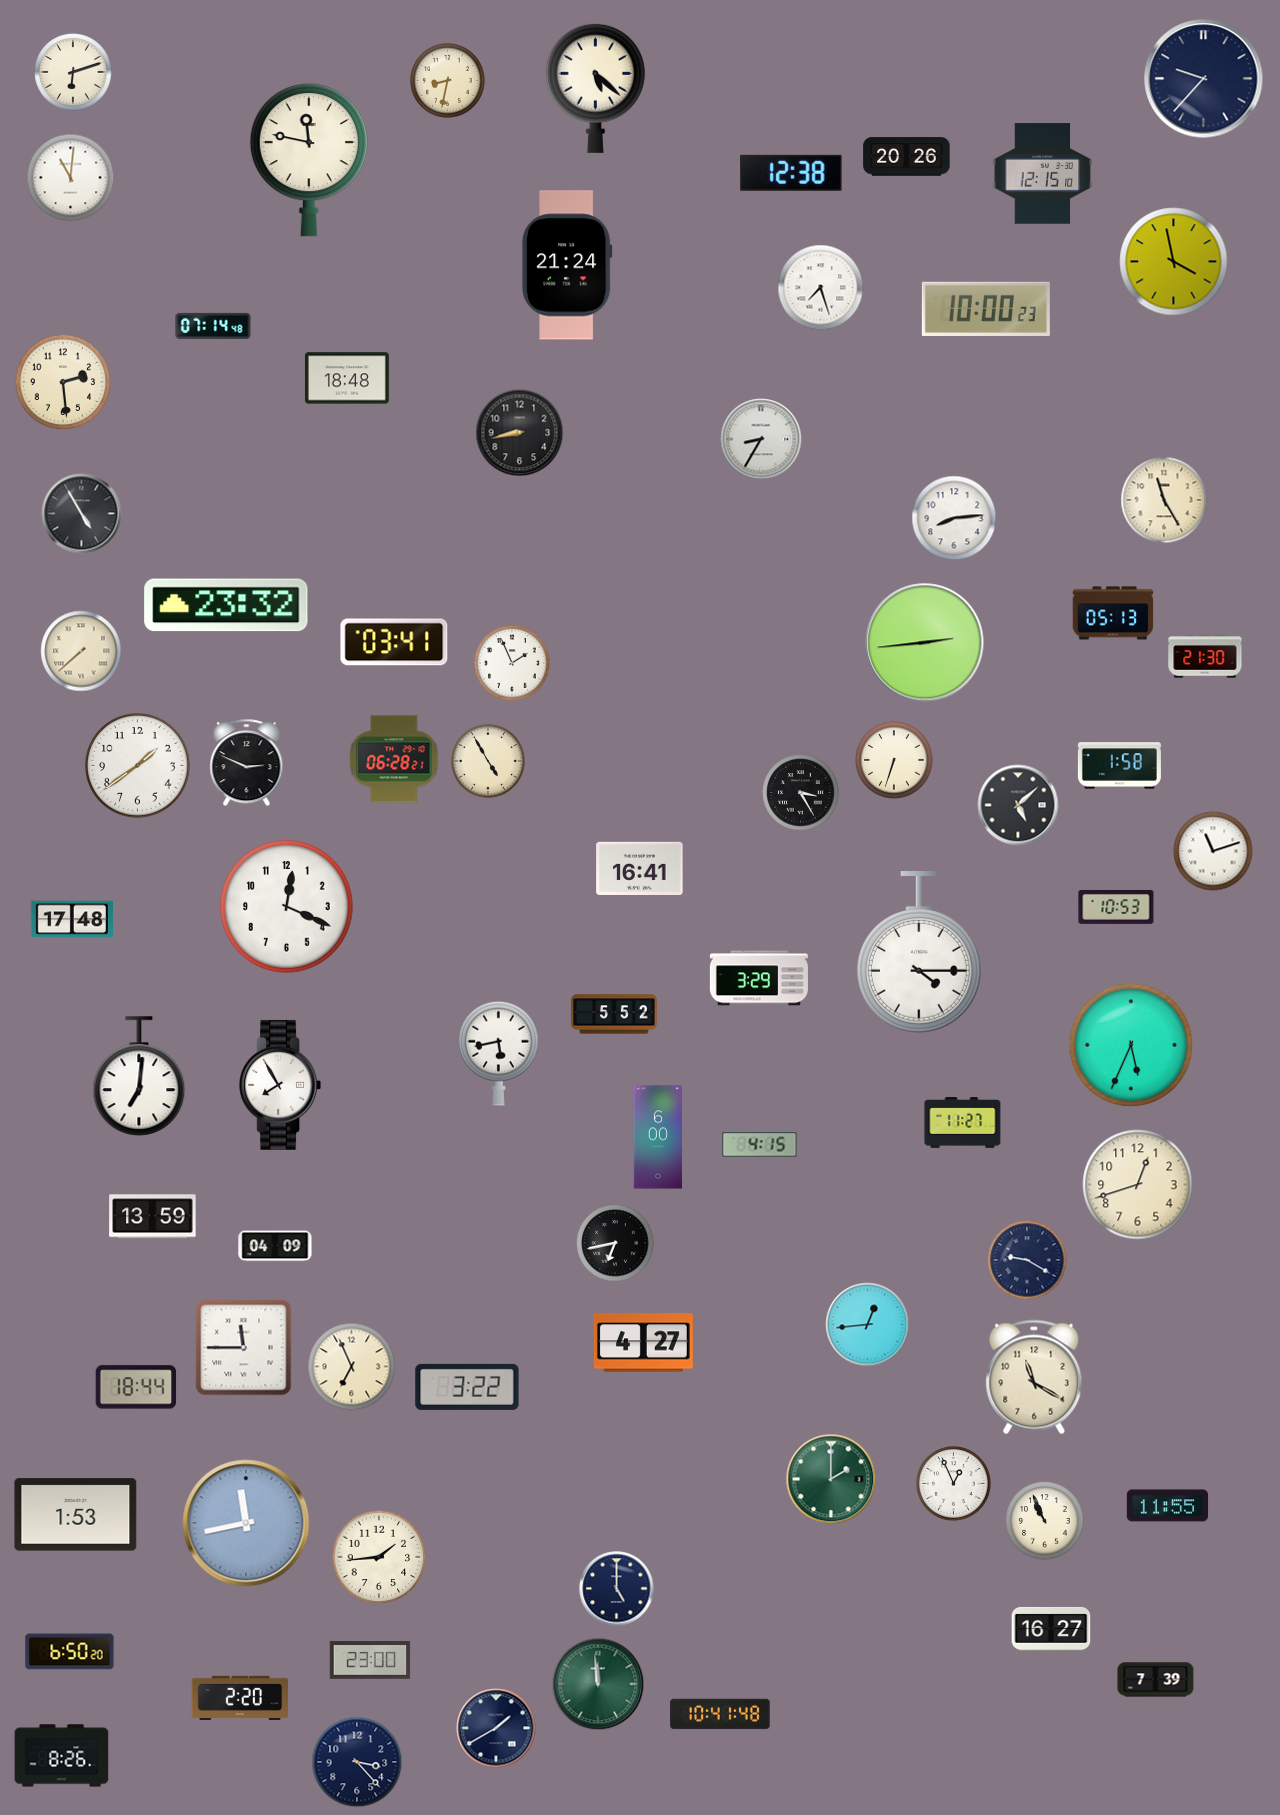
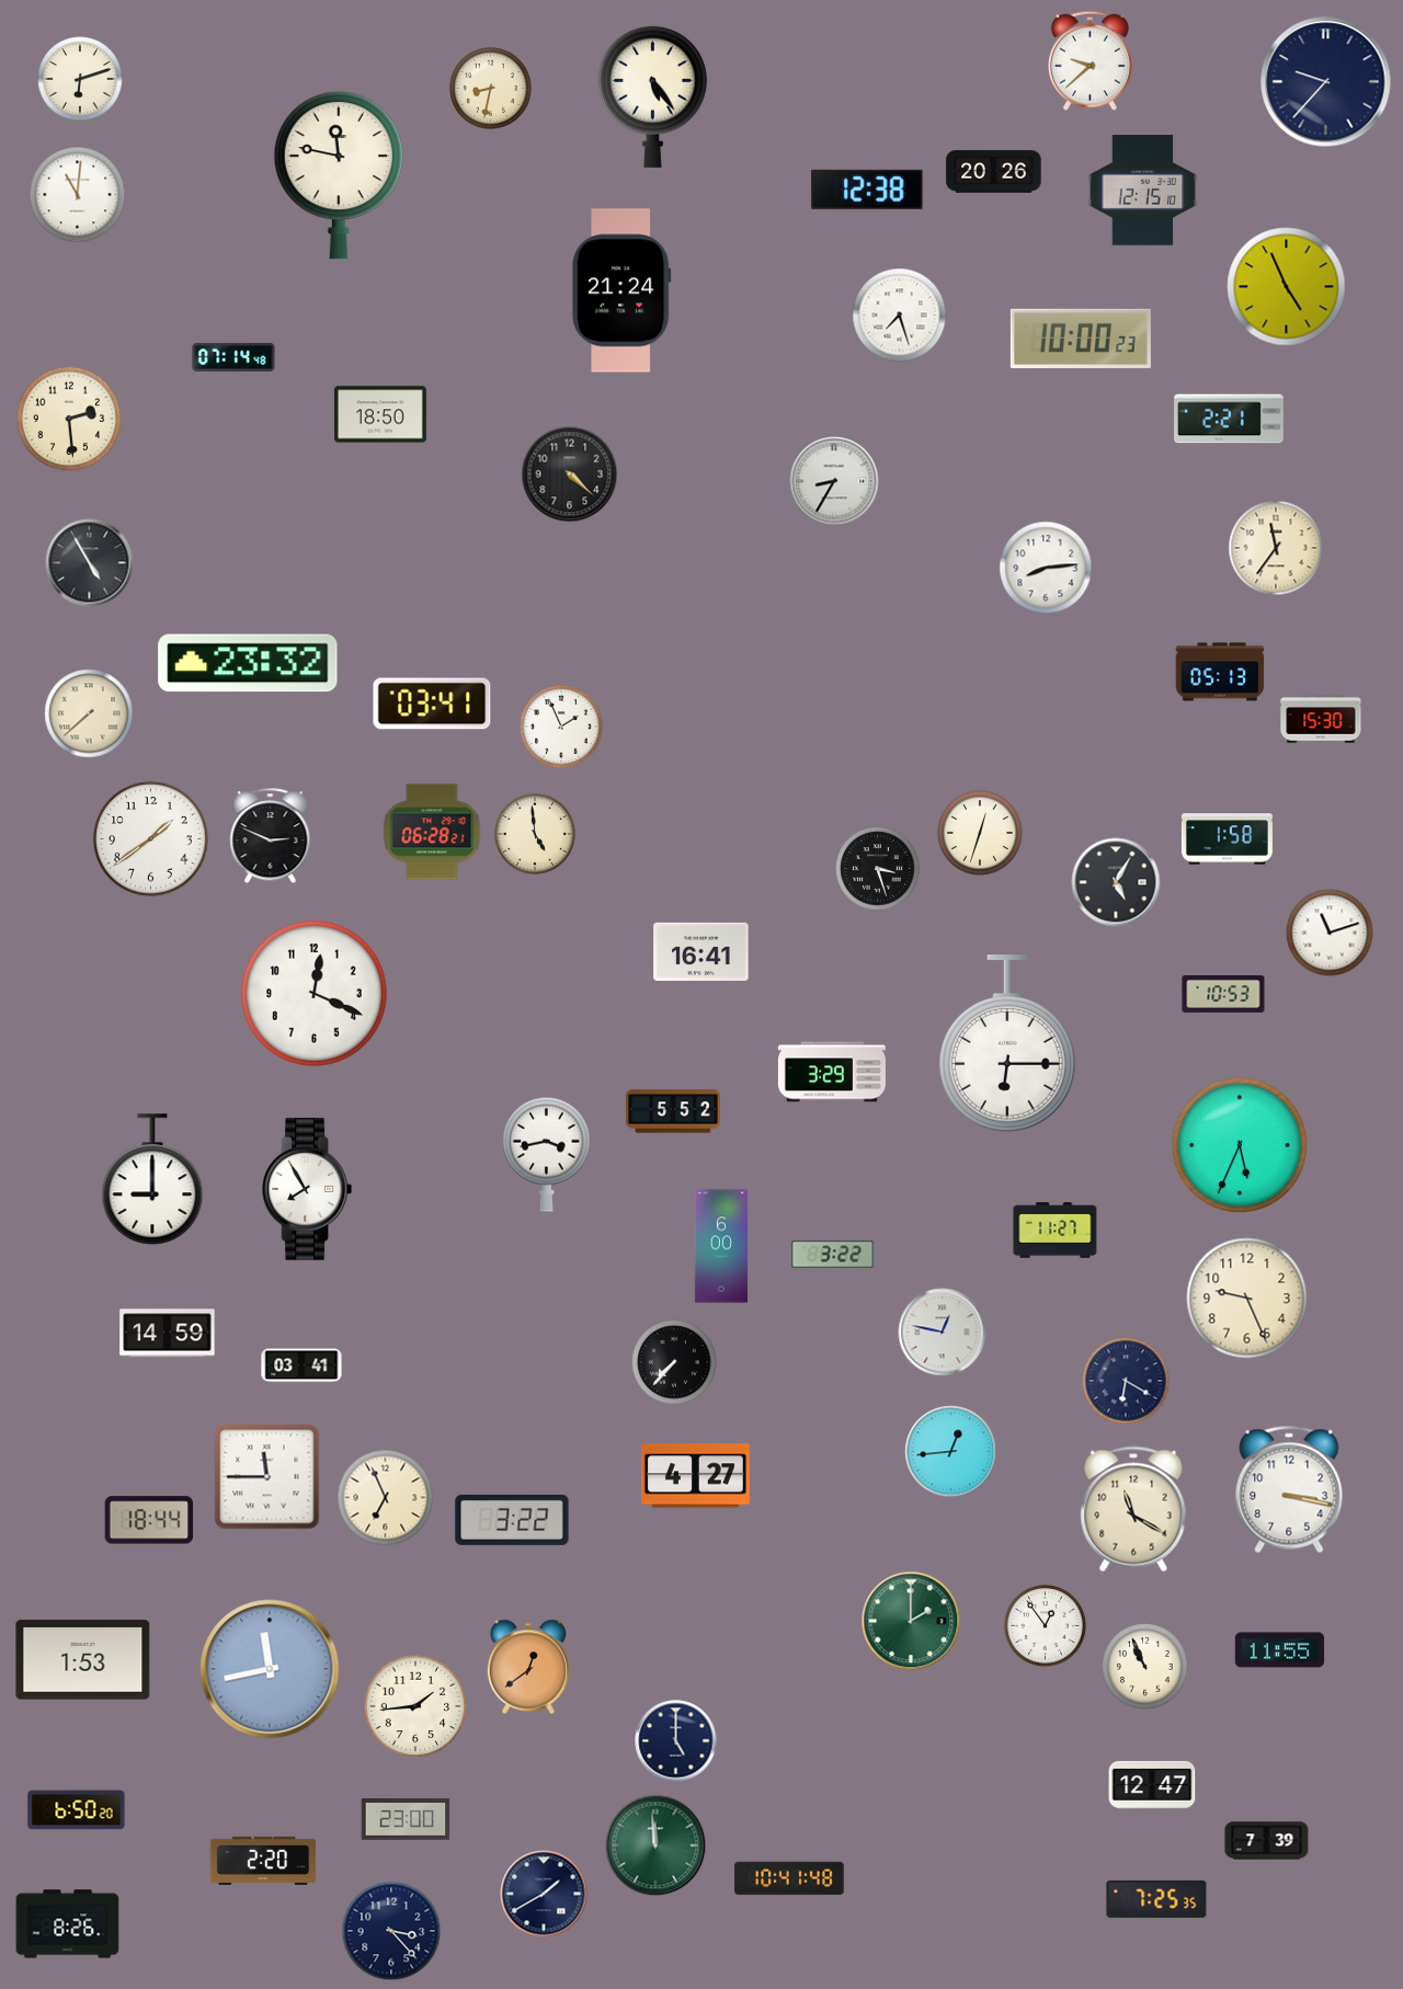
clock at (1091, 60): none -> 9:38
clock at (1204, 79) position: (1204, 79) -> (1326, 82)
clock at (595, 88): 5:22 -> 5:24
clock at (1174, 262): 3:58 -> 4:56
clock at (347, 378): 18:48 -> 18:50
clock at (1229, 419): none -> 2:21
clock at (520, 433): 8:43 -> 4:22
clock at (1164, 500): 11:25 -> 11:36
clock at (925, 643): 2:44 -> none
clock at (1205, 656): 21:30 -> 15:30
clock at (894, 760): 6:33 -> 12:33
clock at (489, 762): 4:55 -> 4:59
clock at (801, 793): 3:25 -> 3:27
clock at (1018, 805): 5:08 -> 5:05
clock at (72, 919): 17:48 -> none
clock at (919, 952): 4:15 -> 6:15
clock at (499, 1053): 5:43 -> 3:43
clock at (139, 1076): 7:01 -> 9:00
clock at (760, 1145): 4:15 -> 3:22
clock at (1138, 1185): 12:42 -> 9:26
clock at (943, 1333): none -> 12:47
clock at (153, 1217): 13:59 -> 14:59
clock at (615, 1243): 6:43 -> 7:37
clock at (275, 1246): 04:09 -> 03:41
clock at (1027, 1260): 9:20 -> 6:20
clock at (643, 1343) position: (643, 1343) -> (695, 1476)
clock at (1289, 1489): none -> 3:17
clock at (954, 1484): 12:56 -> 12:54
clock at (528, 1667): none -> 12:39
clock at (1051, 1629): 16:27 -> 12:47
clock at (1156, 1899): none -> 7:25
